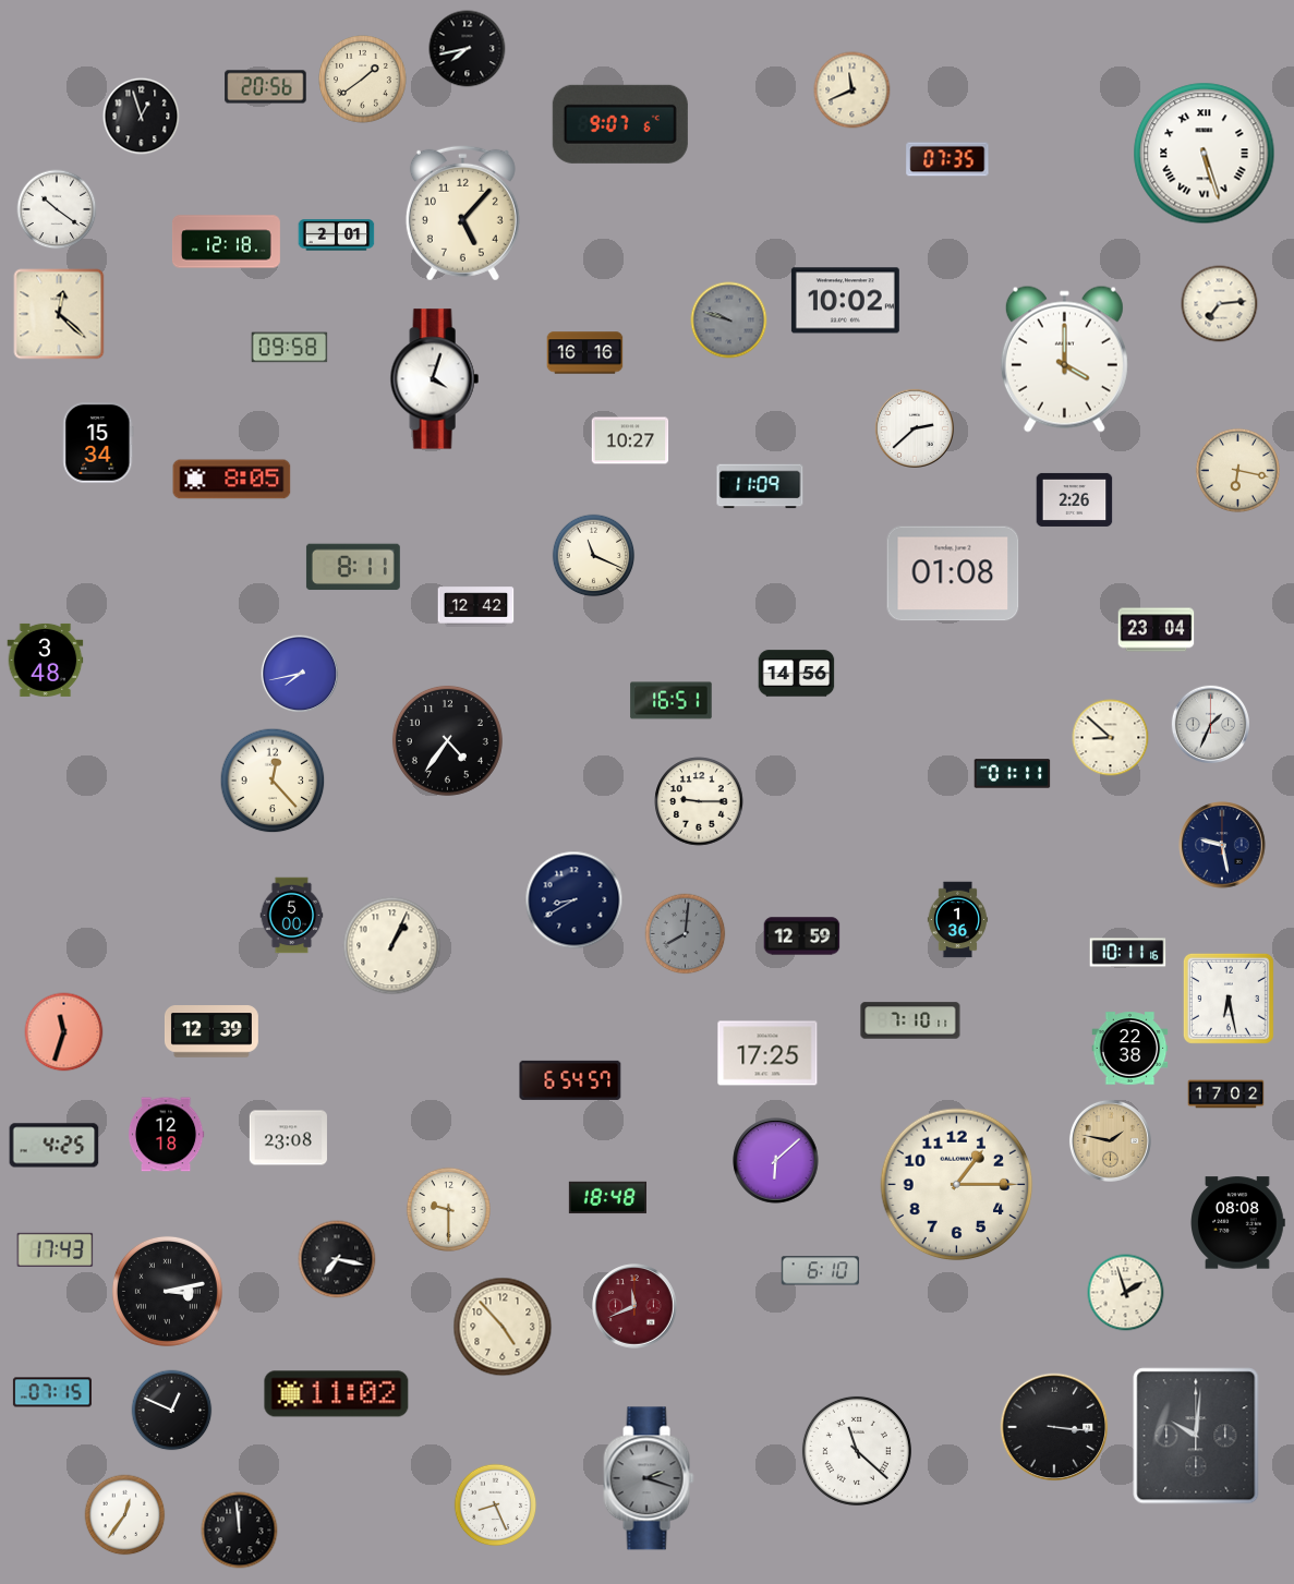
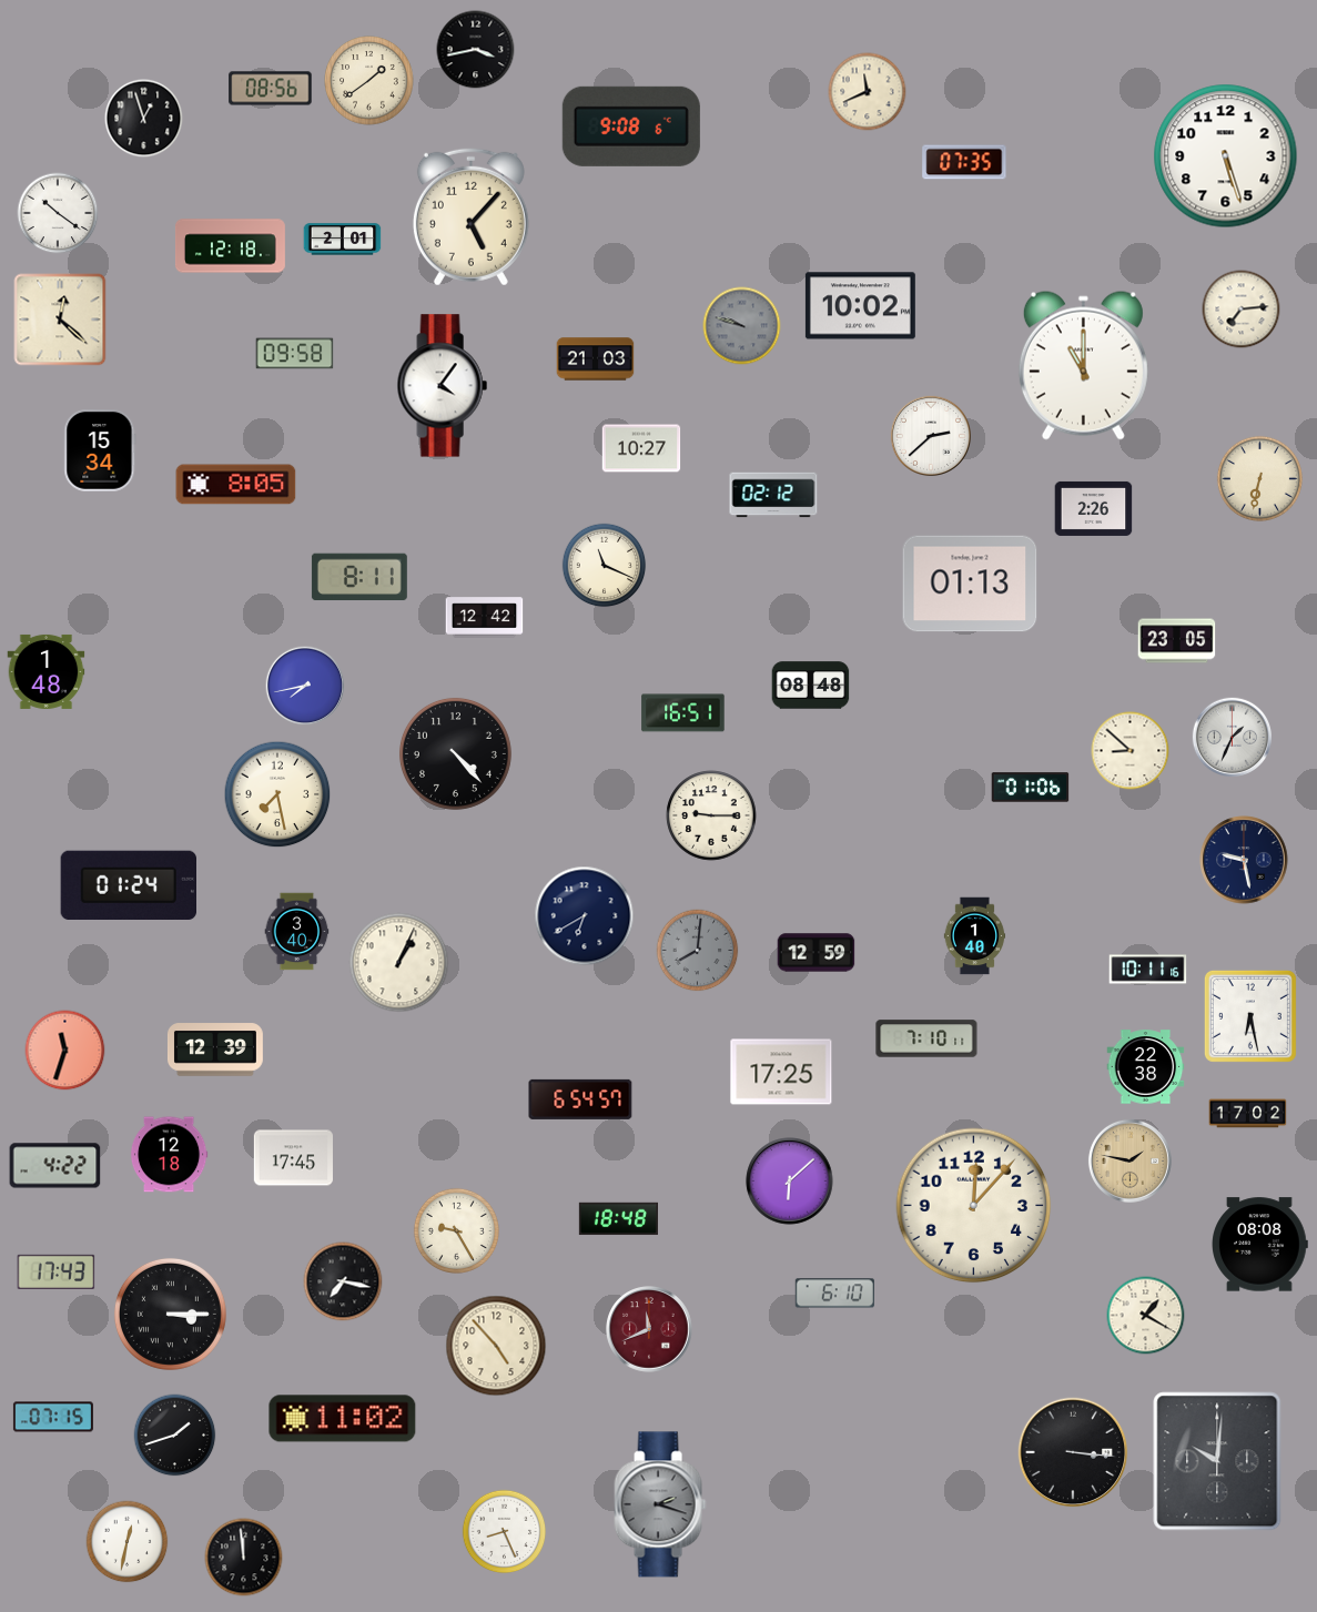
clock at (468, 49): 7:43 -> 3:43
clock at (266, 87): 20:56 -> 08:56
clock at (620, 124): 9:07 -> 9:08
clock at (1205, 154) numerals: Roman -> Arabic
clock at (585, 353): 16:16 -> 21:03
clock at (1064, 359): 4:00 -> 11:00
clock at (434, 379): 4:03 -> 4:06
clock at (1237, 470): 6:17 -> 6:32
clock at (232, 480) position: (232, 480) -> (236, 485)
clock at (760, 486): 11:09 -> 02:12
clock at (953, 573): 01:08 -> 01:13
clock at (1157, 630): 23:04 -> 23:05
clock at (46, 660): 3:48 -> 1:48
clock at (797, 674): 14:56 -> 08:48
clock at (447, 740): 4:36 -> 4:23
clock at (1013, 774): 01:11 -> 01:06
clock at (273, 781): 12:23 -> 7:28
clock at (128, 884): none -> 01:24
clock at (575, 900): 8:40 -> 6:40
clock at (292, 916): 5:00 -> 3:40
clock at (958, 920): 1:36 -> 1:40
clock at (1130, 1049) position: (1130, 1049) -> (1146, 1067)
clock at (288, 1138): 23:08 -> 17:45
clock at (55, 1146): 4:25 -> 4:22
clock at (957, 1185): 1:15 -> 12:07
clock at (448, 1209): 9:30 -> 9:25
clock at (167, 1291): 3:13 -> 3:15
clock at (1126, 1293): 1:57 -> 1:20
clock at (634, 1306) position: (634, 1306) -> (649, 1329)
clock at (503, 1327) position: (503, 1327) -> (496, 1346)
clock at (172, 1411): 12:49 -> 1:42
clock at (857, 1451): 11:22 -> none
clock at (125, 1515): 12:36 -> 12:32
